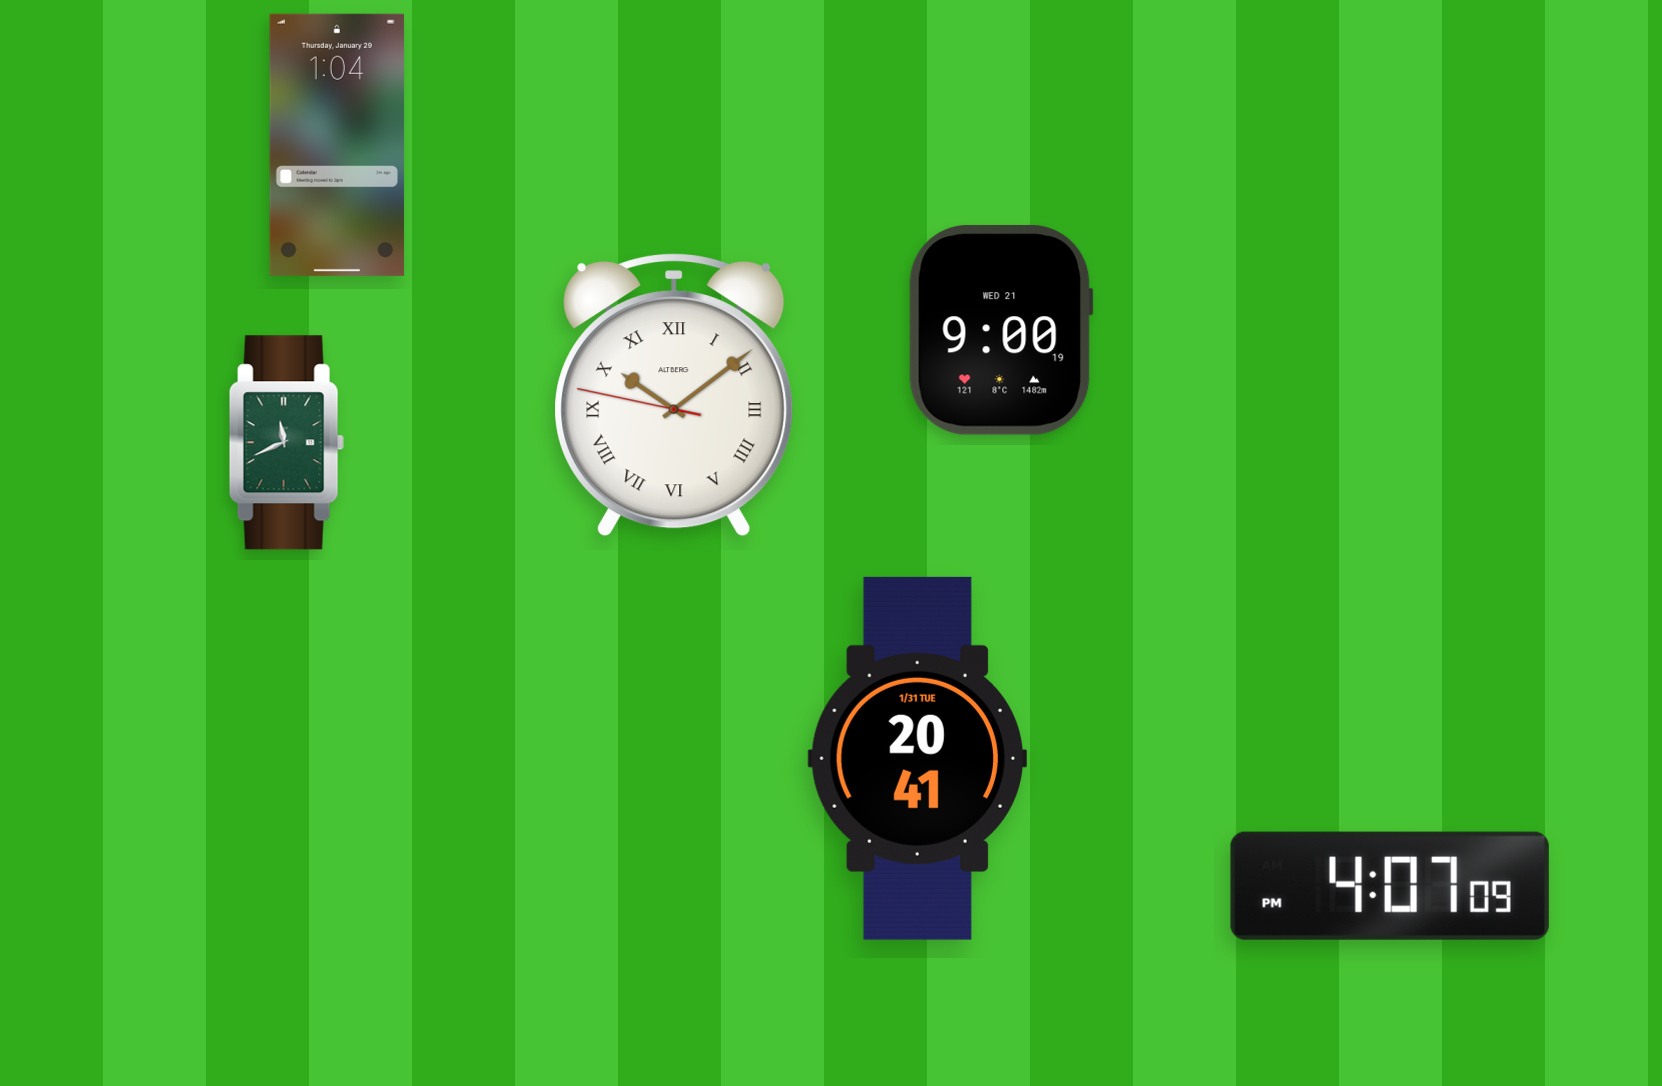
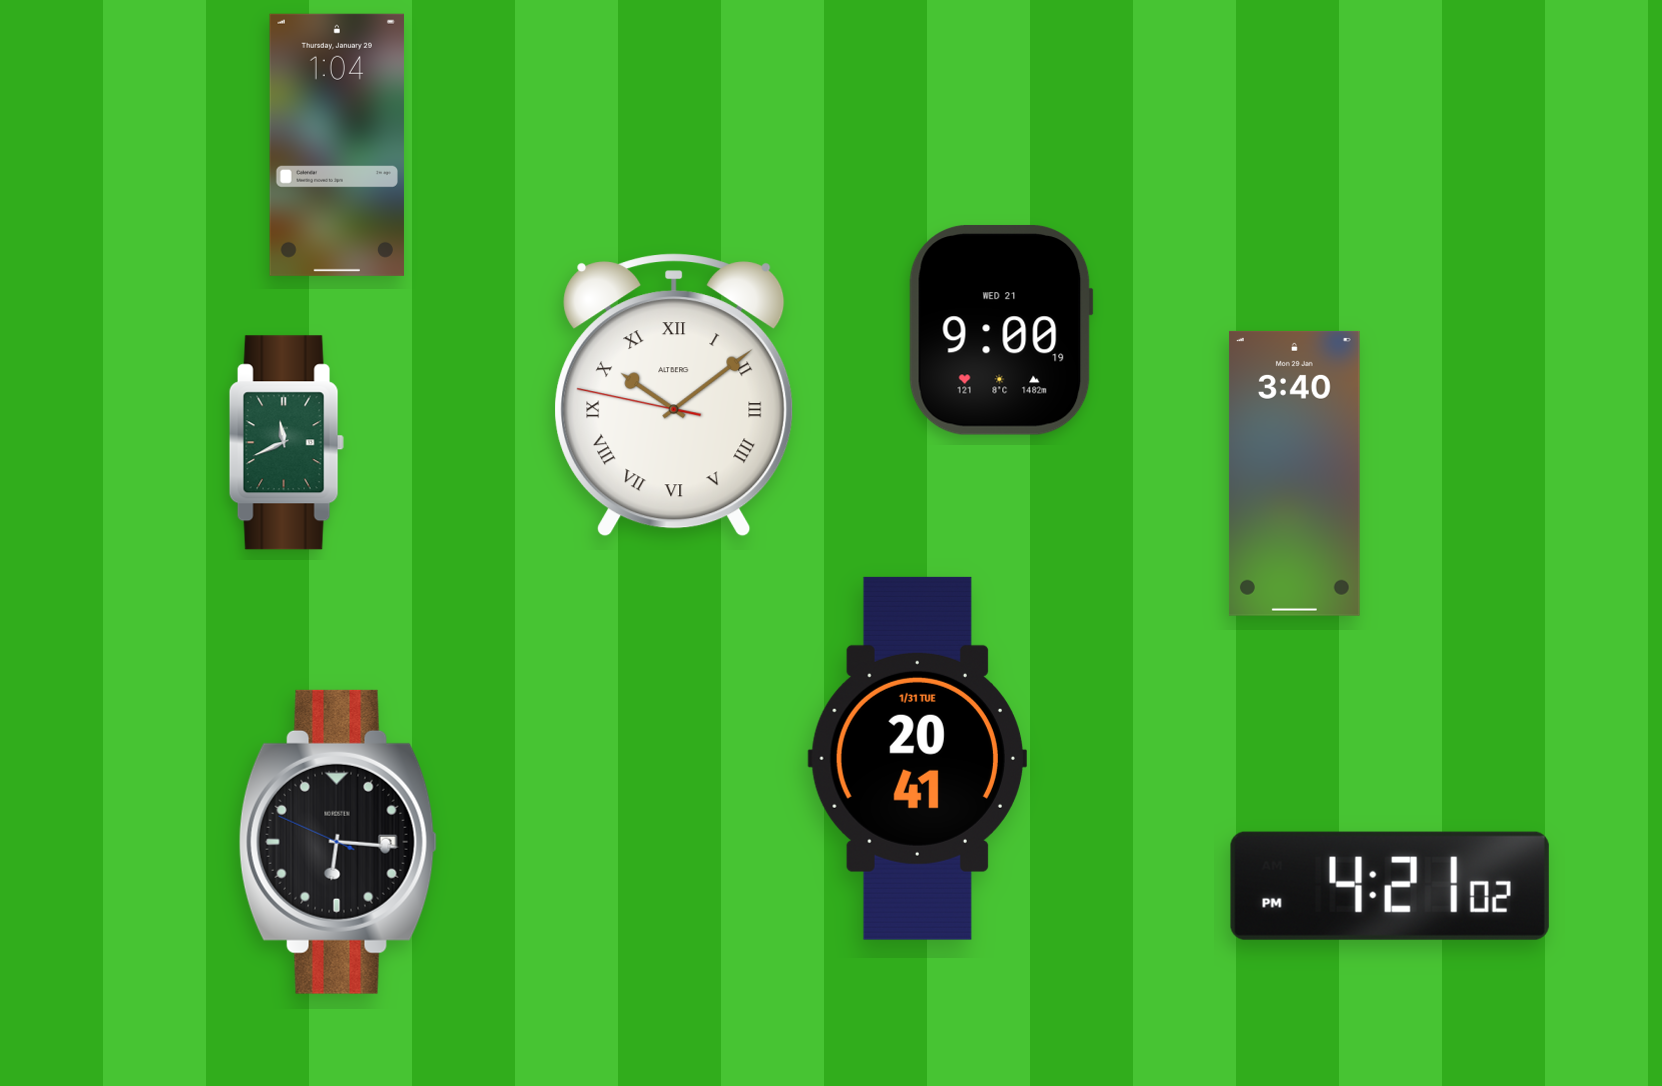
clock at (1294, 473): none -> 3:40
clock at (338, 842): none -> 6:15
clock at (1390, 886): 4:07 -> 4:21
